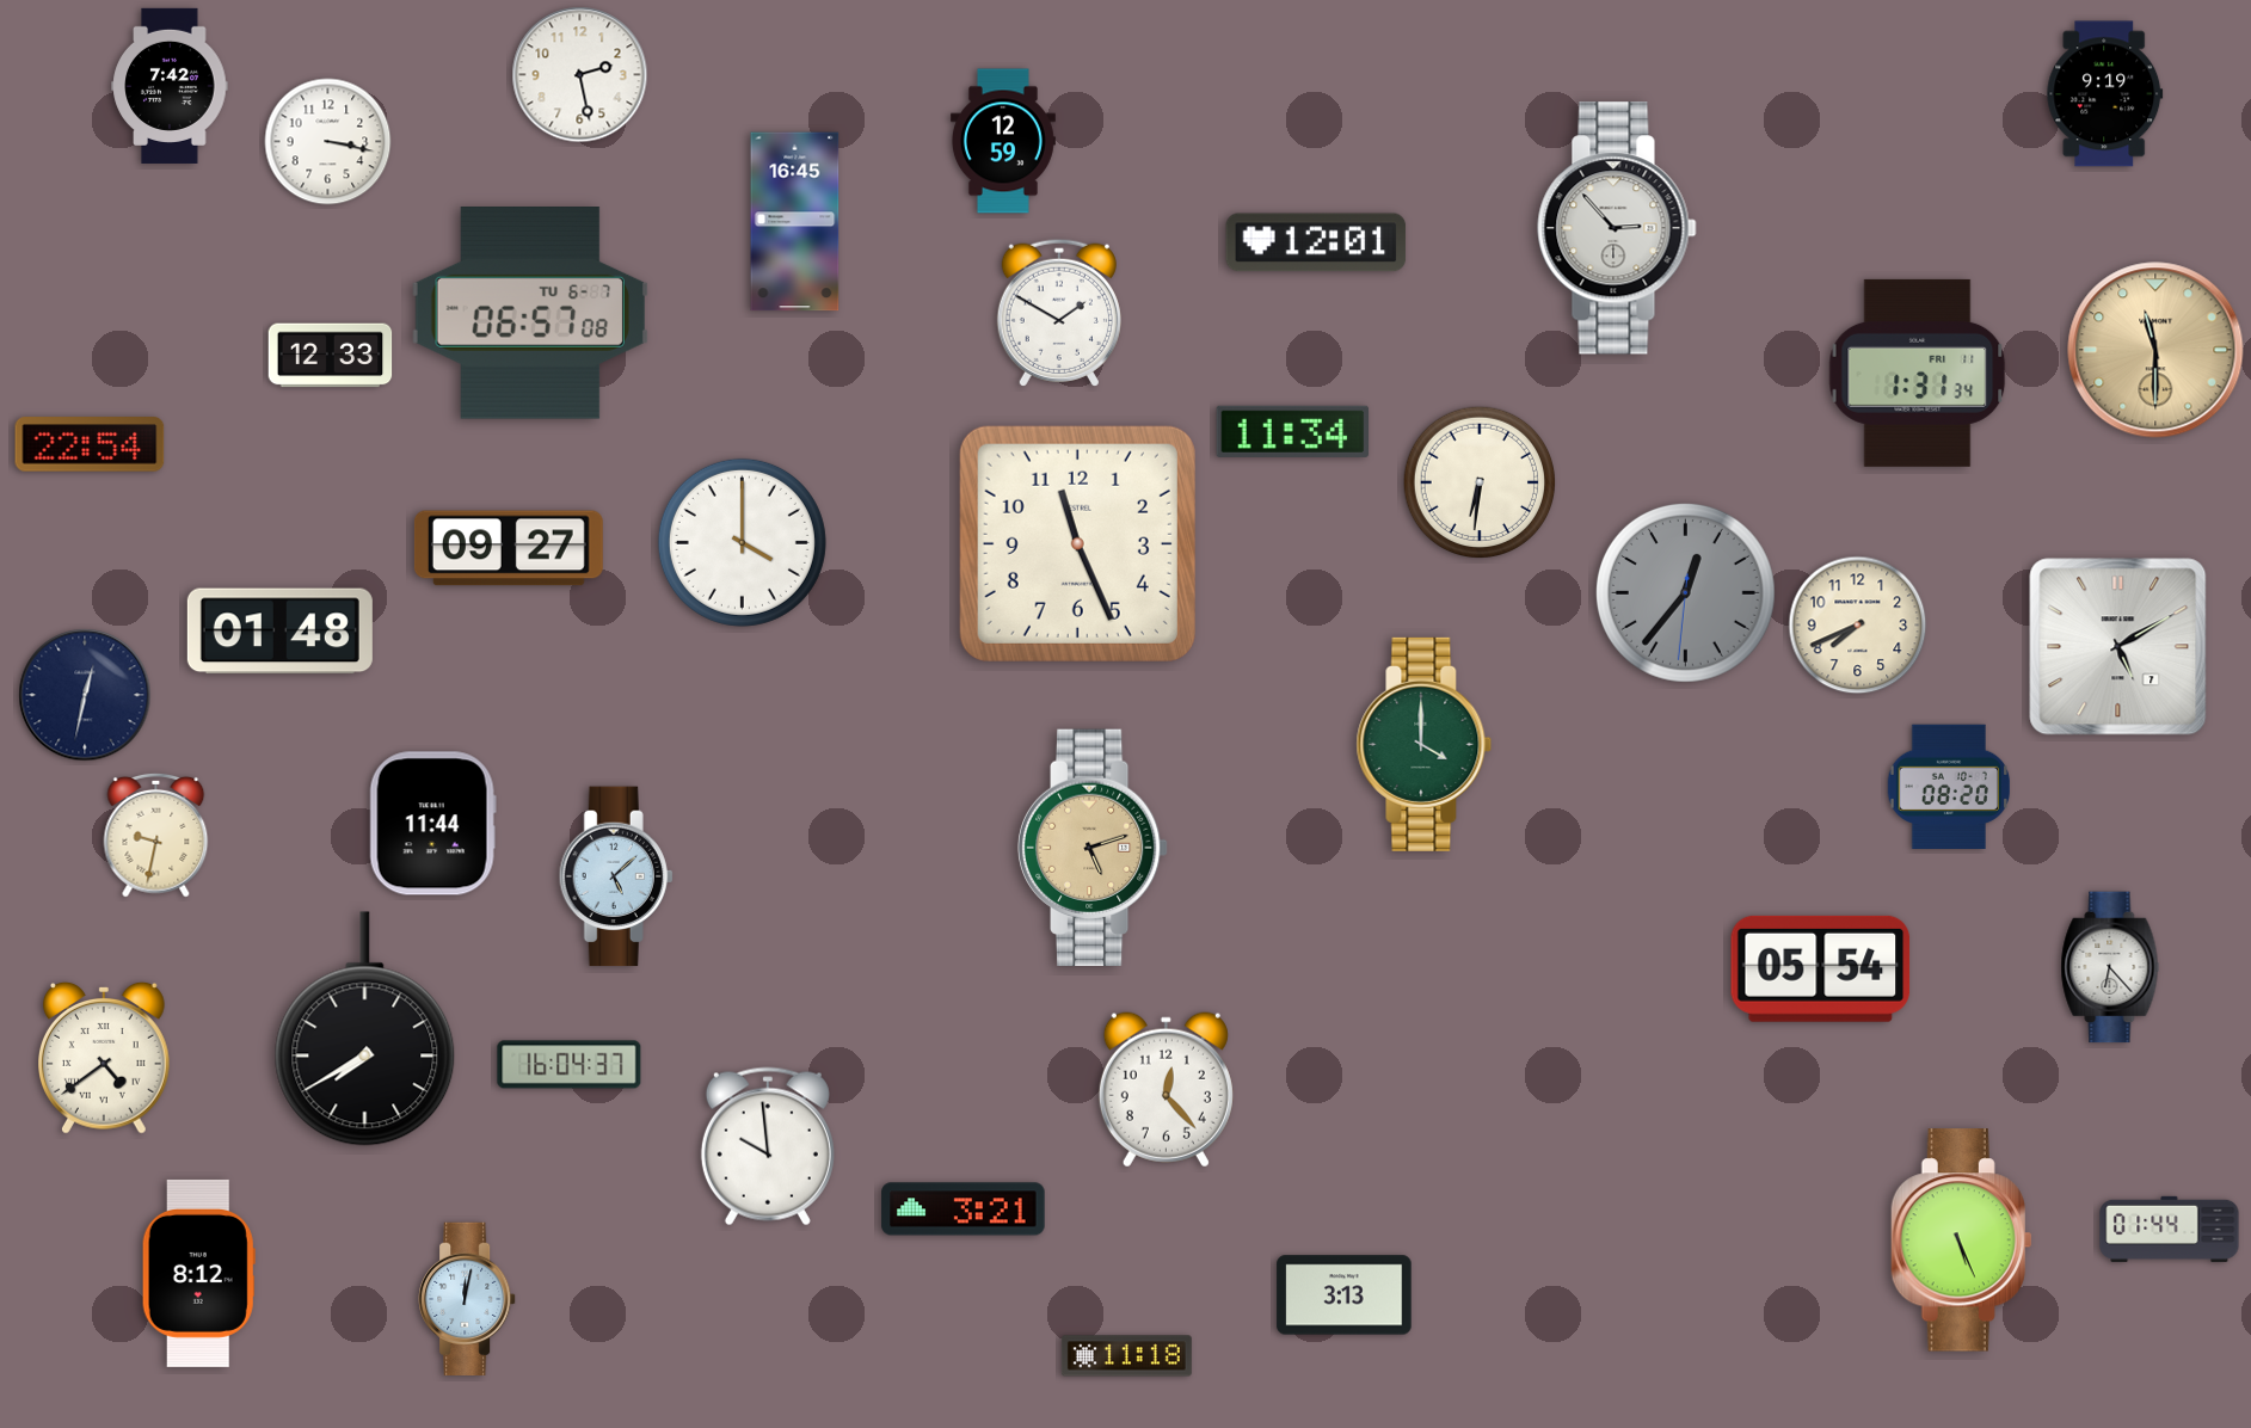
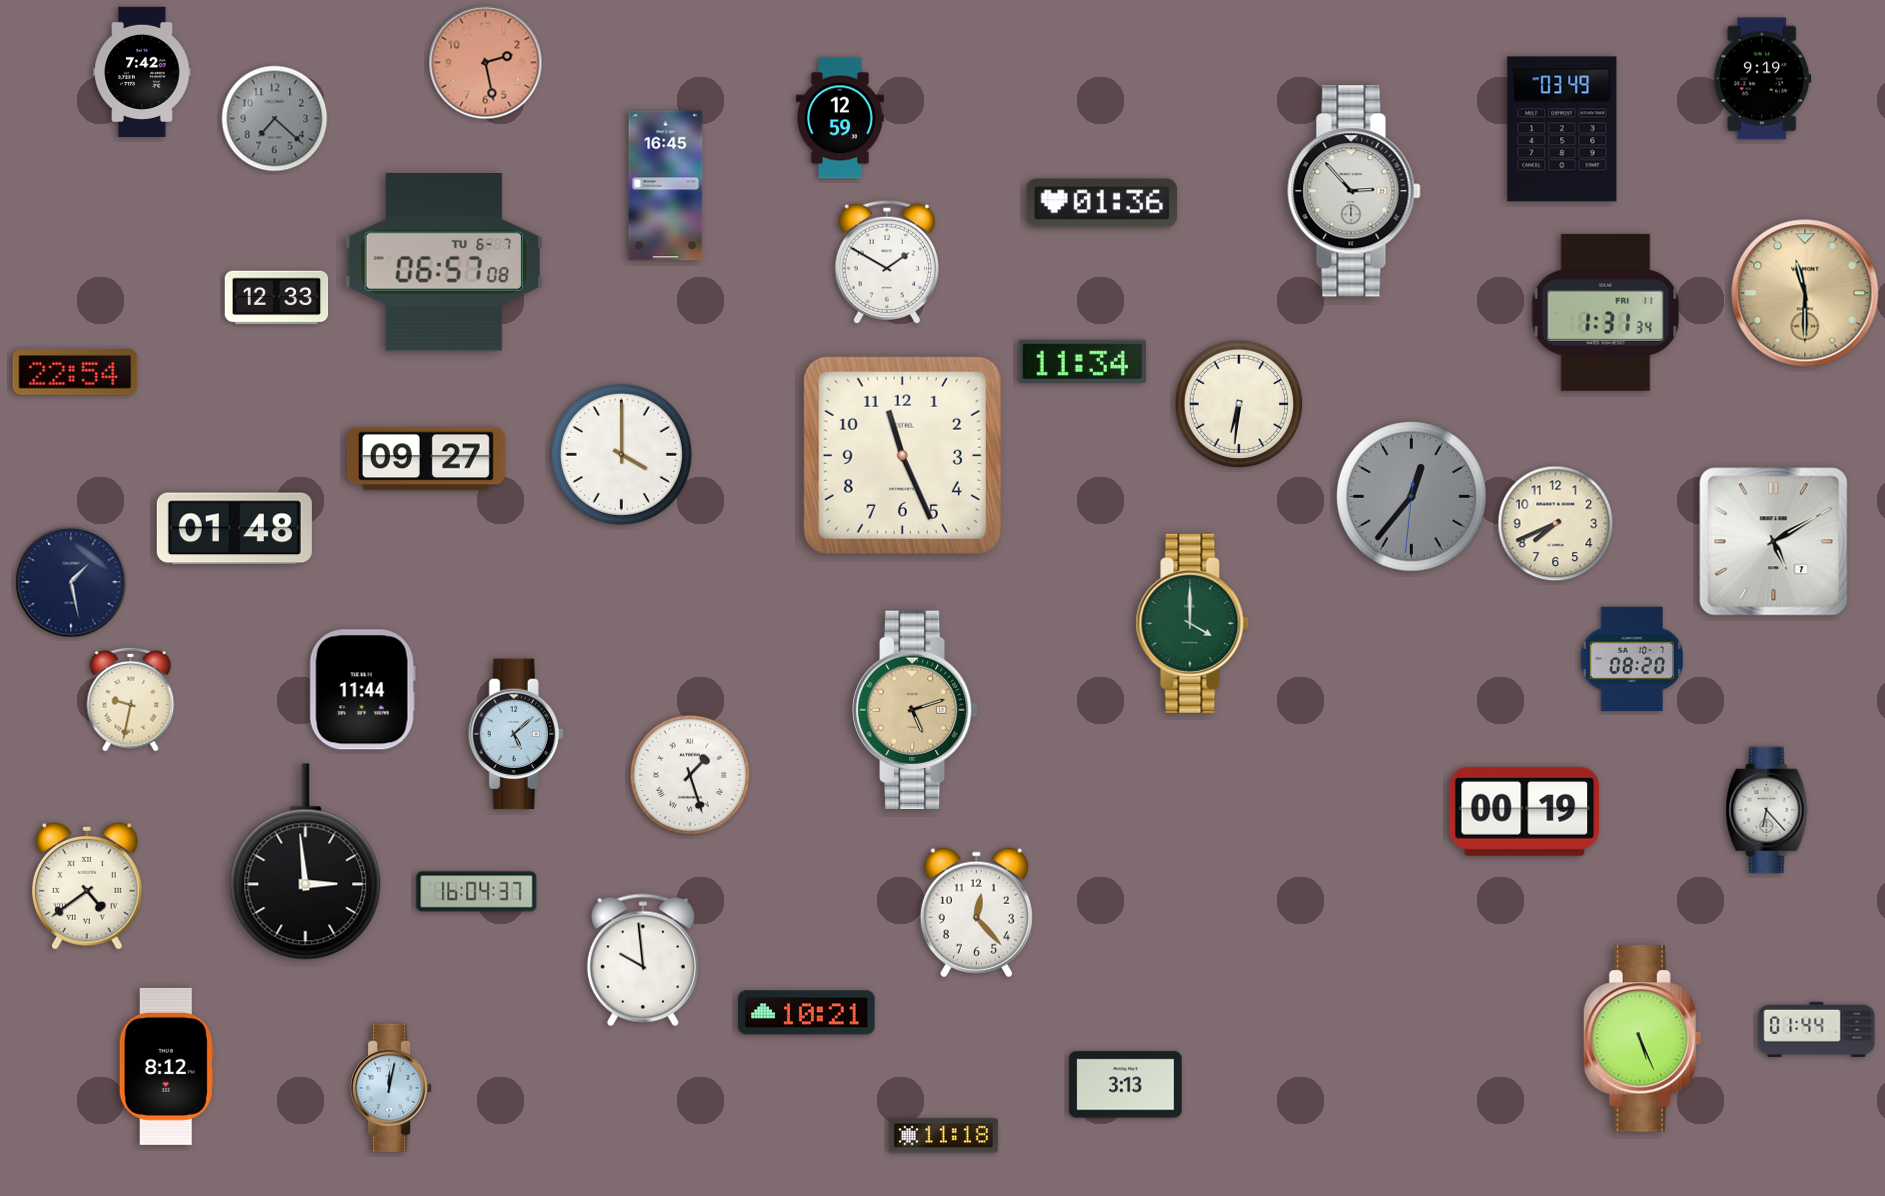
clock at (580, 75) dial: white -> salmon
clock at (328, 142): 3:17 -> 7:22
clock at (328, 142) dial: white -> grey
clock at (1562, 129): none -> 03:49
clock at (1316, 242): 12:01 -> 01:36
clock at (85, 695): 12:32 -> 1:28
clock at (690, 775): none -> 1:27
clock at (1821, 968): 05:54 -> 00:19
clock at (365, 1029): 7:40 -> 2:59
clock at (964, 1210): 3:21 -> 10:21
